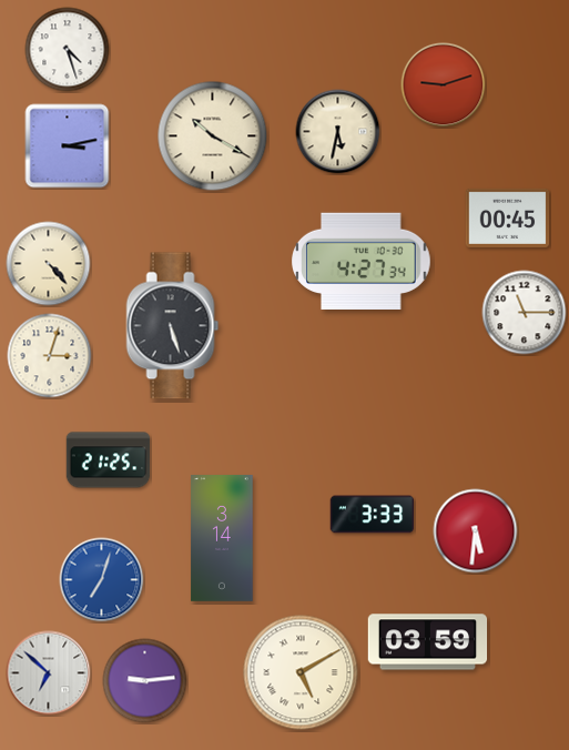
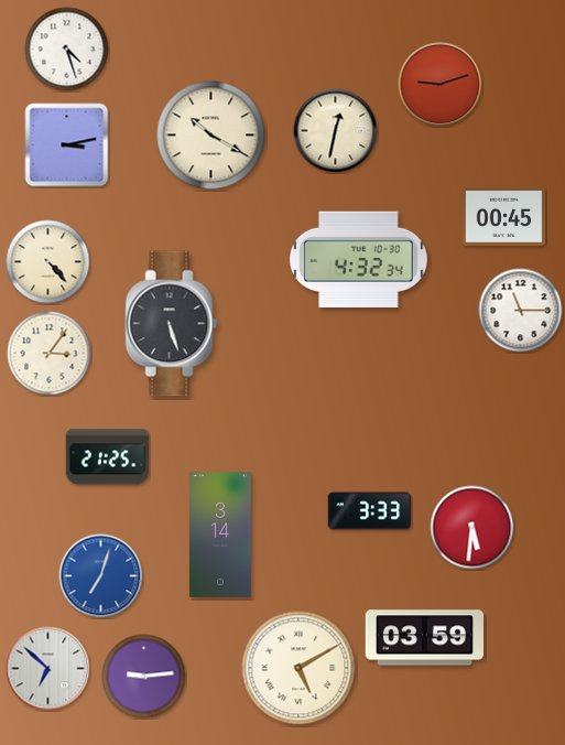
clock at (338, 132): 5:32 -> 12:32
clock at (362, 261): 4:27 -> 4:32
clock at (50, 356): 3:03 -> 3:06
